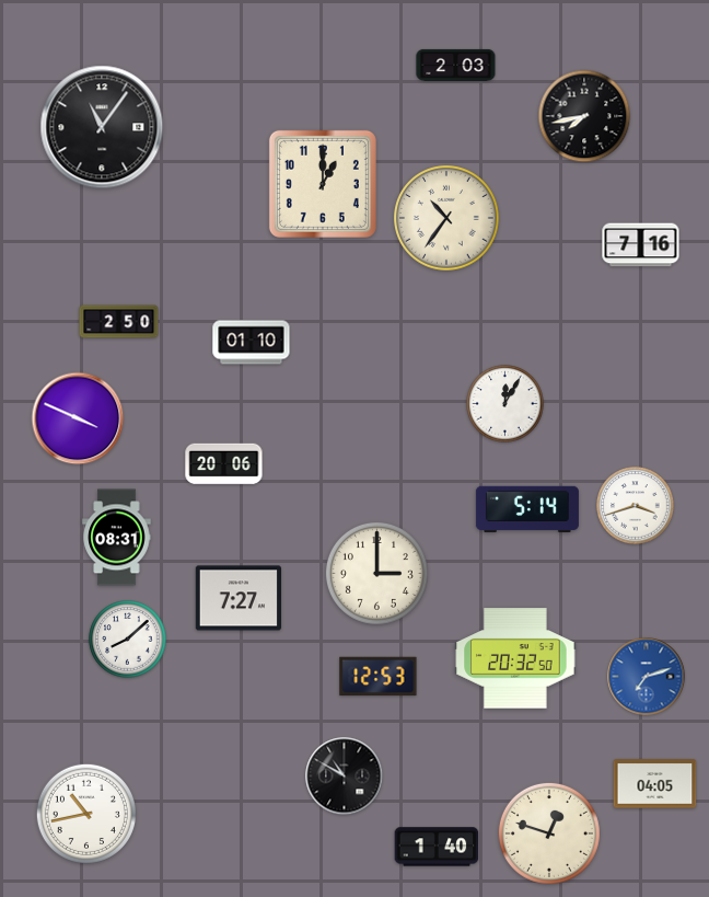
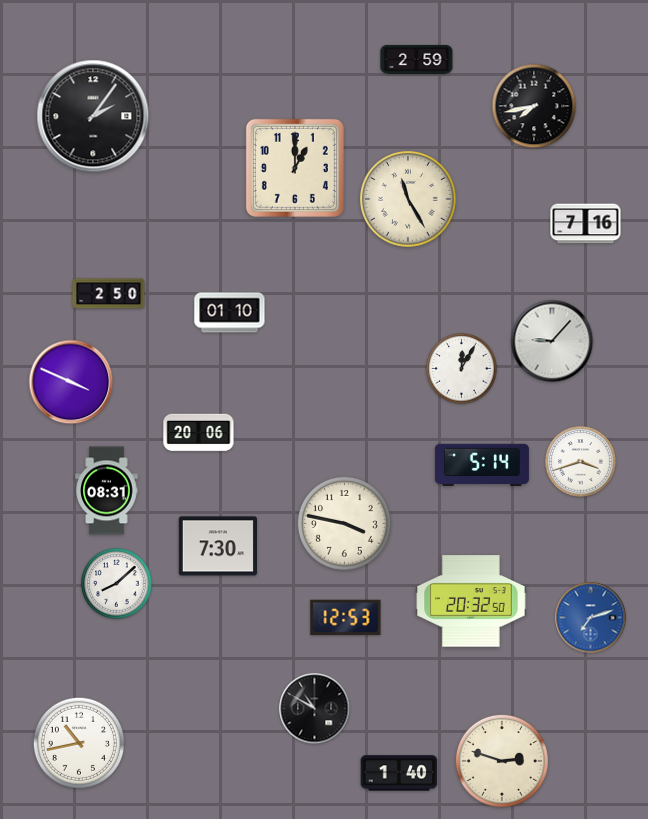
clock at (456, 65): 2:03 -> 2:59
clock at (102, 127): 11:06 -> 2:06
clock at (446, 218): 10:36 -> 11:25
clock at (552, 341): none -> 9:07
clock at (224, 464) position: (224, 464) -> (199, 433)
clock at (376, 573): 3:00 -> 3:47
clock at (237, 598): 7:27 -> 7:30
clock at (655, 784): 04:05 -> none
clock at (549, 833): 12:48 -> 2:48
